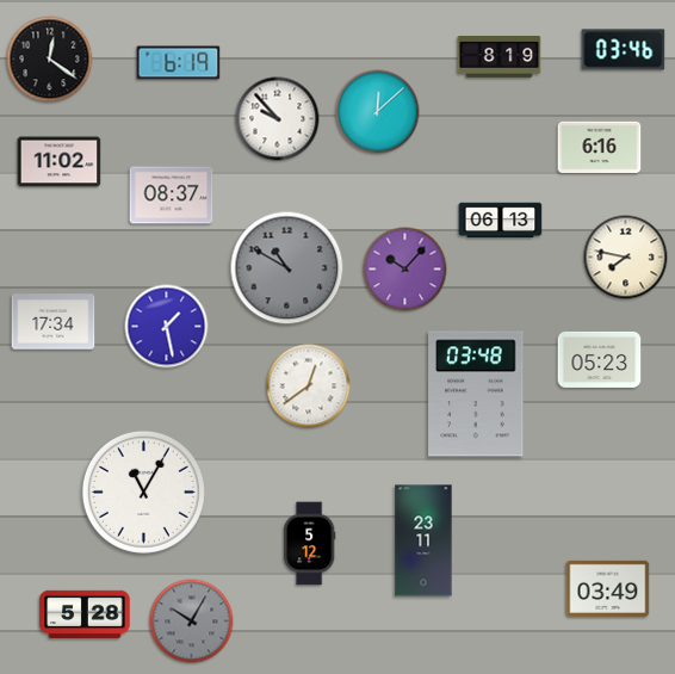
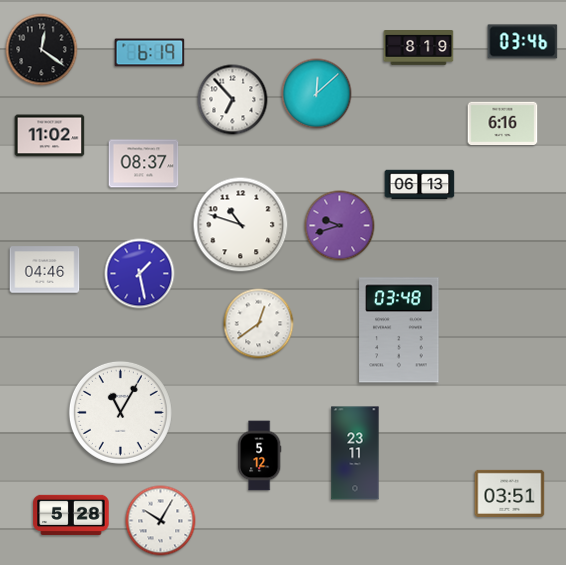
clock at (278, 119): 9:53 -> 6:53
clock at (626, 258): 7:47 -> none
clock at (287, 268): 10:50 -> 10:48
clock at (287, 268) dial: grey -> white
clock at (405, 270): 10:07 -> 9:42
clock at (54, 322): 17:34 -> 04:46
clock at (600, 359): 05:23 -> none
clock at (608, 588): 03:49 -> 03:51
clock at (192, 622) dial: grey -> white
